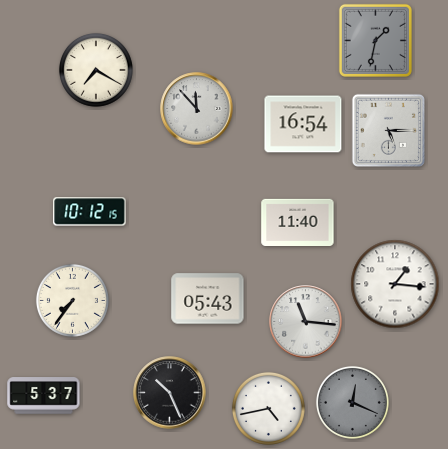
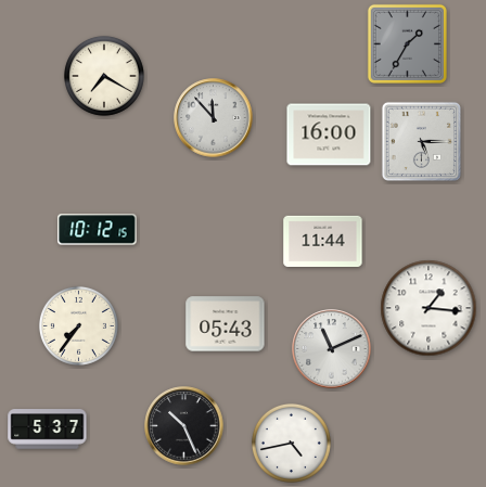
clock at (375, 40): 1:32 -> 1:35
clock at (303, 124): 16:54 -> 16:00
clock at (298, 222): 11:40 -> 11:44
clock at (306, 322): 11:16 -> 11:11
clock at (352, 402): 12:19 -> none
